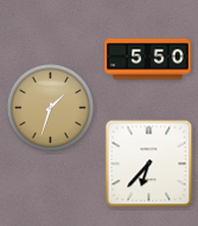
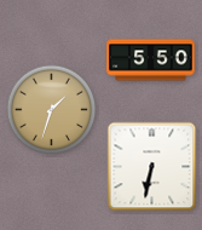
clock at (149, 164): 6:37 -> 6:32
